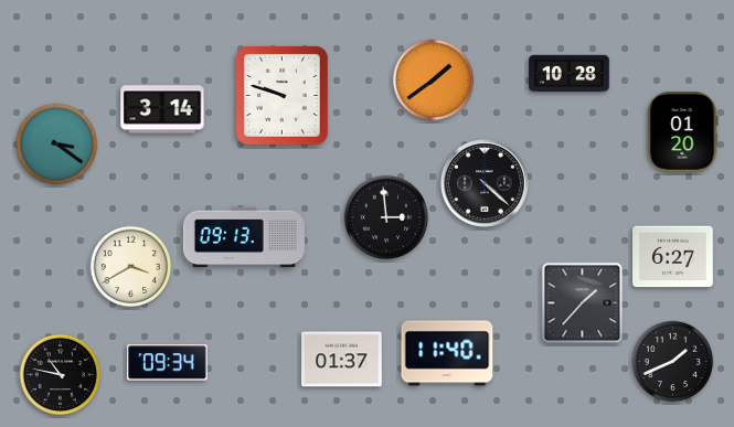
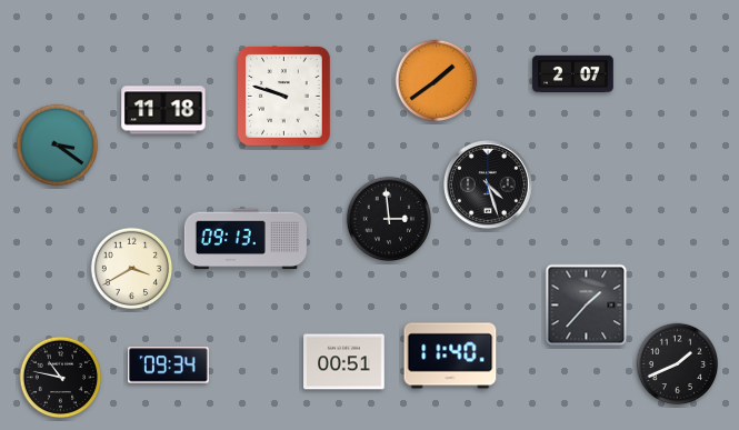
clock at (570, 73): 10:28 -> 2:07
clock at (162, 109): 3:14 -> 11:18
clock at (683, 132): 01:20 -> none
clock at (486, 184): 4:22 -> 4:27
clock at (673, 257): 6:27 -> none
clock at (342, 360): 01:37 -> 00:51
